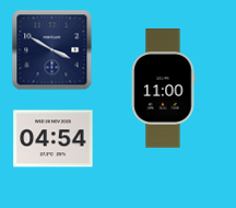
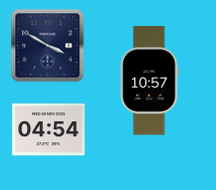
clock at (163, 89): 11:00 -> 10:57
clock at (54, 139) position: (54, 139) -> (49, 130)
